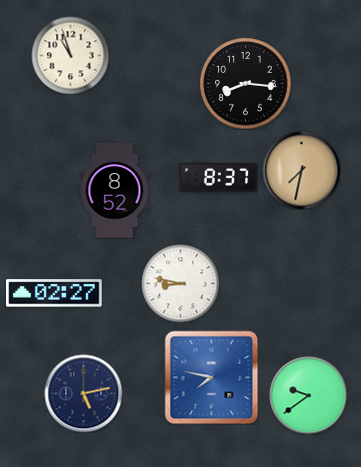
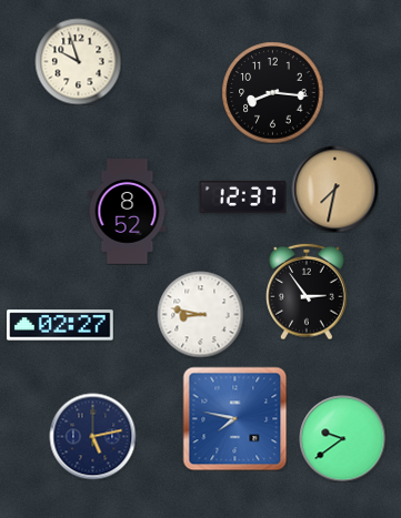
clock at (70, 55): 10:57 -> 9:57
clock at (218, 177): 8:37 -> 12:37
clock at (308, 292): none -> 2:54
